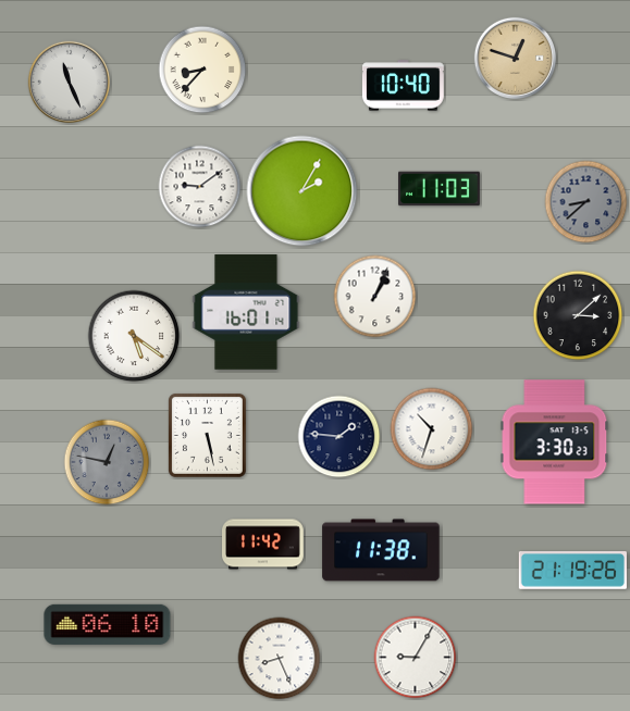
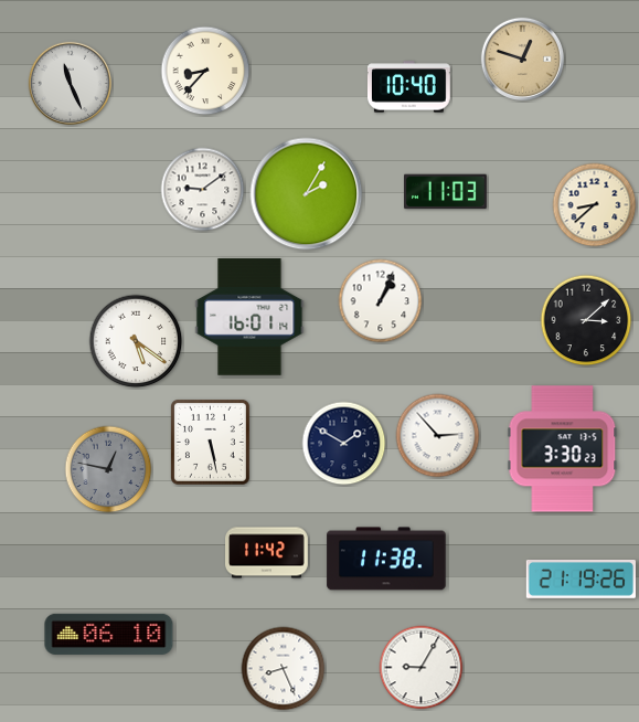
clock at (586, 202) dial: grey -> cream
clock at (432, 429): 10:33 -> 2:53
clock at (339, 437): 1:46 -> 1:50
